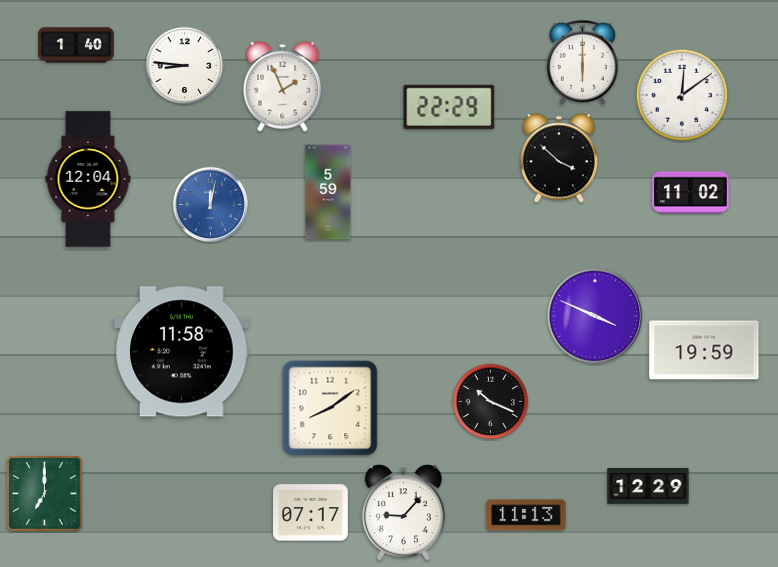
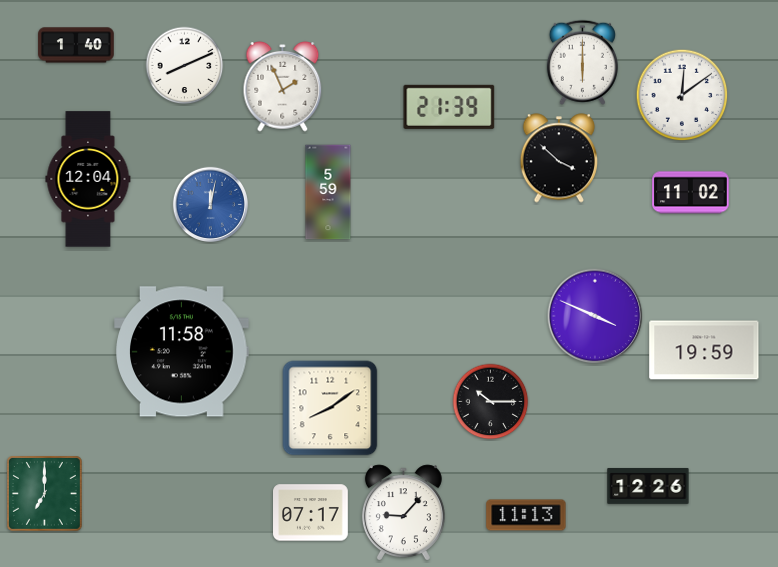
clock at (185, 66): 8:46 -> 8:11
clock at (449, 107): 22:29 -> 21:39
clock at (491, 402): 10:19 -> 10:15
clock at (648, 486): 12:29 -> 12:26
